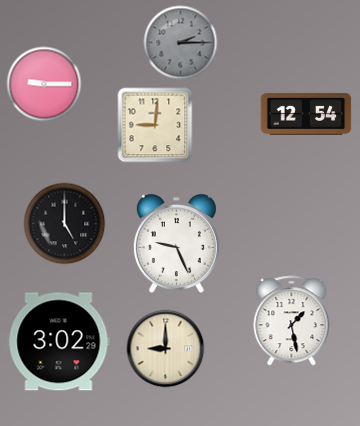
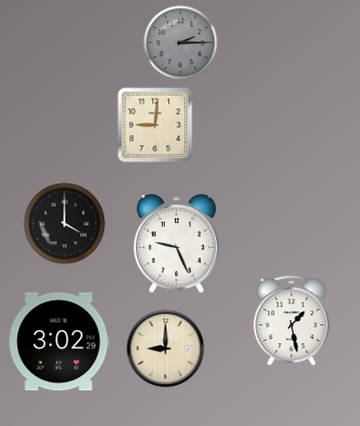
clock at (44, 84): 9:15 -> none
clock at (306, 114): 12:54 -> none
clock at (65, 224): 5:00 -> 4:00
